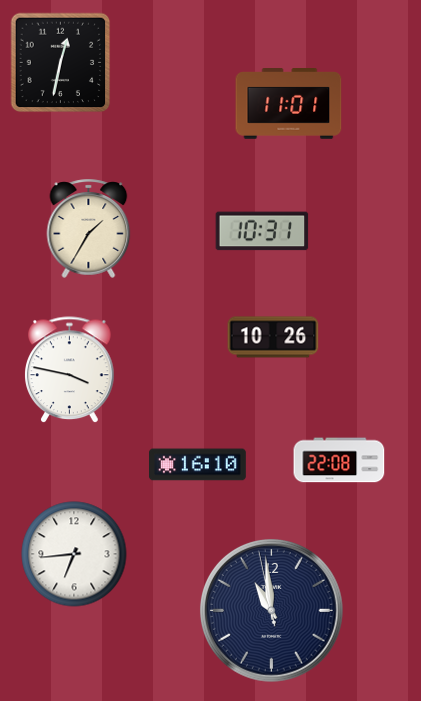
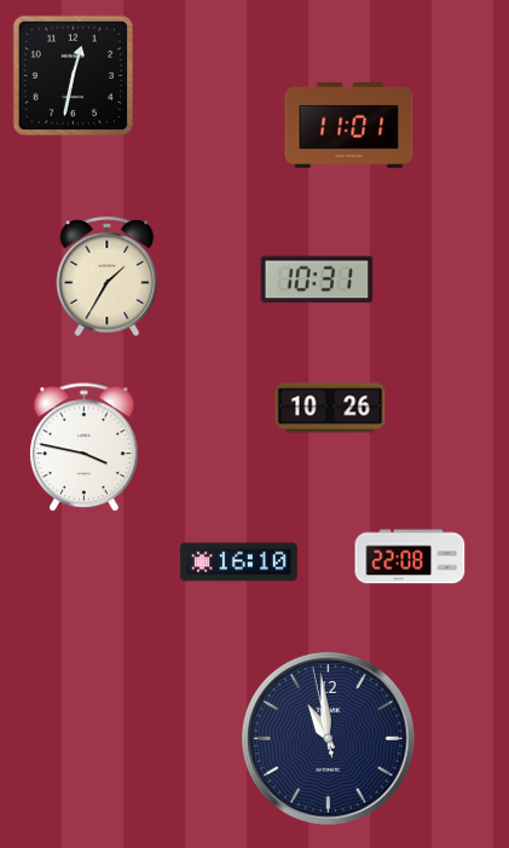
clock at (74, 554): 6:44 -> none
